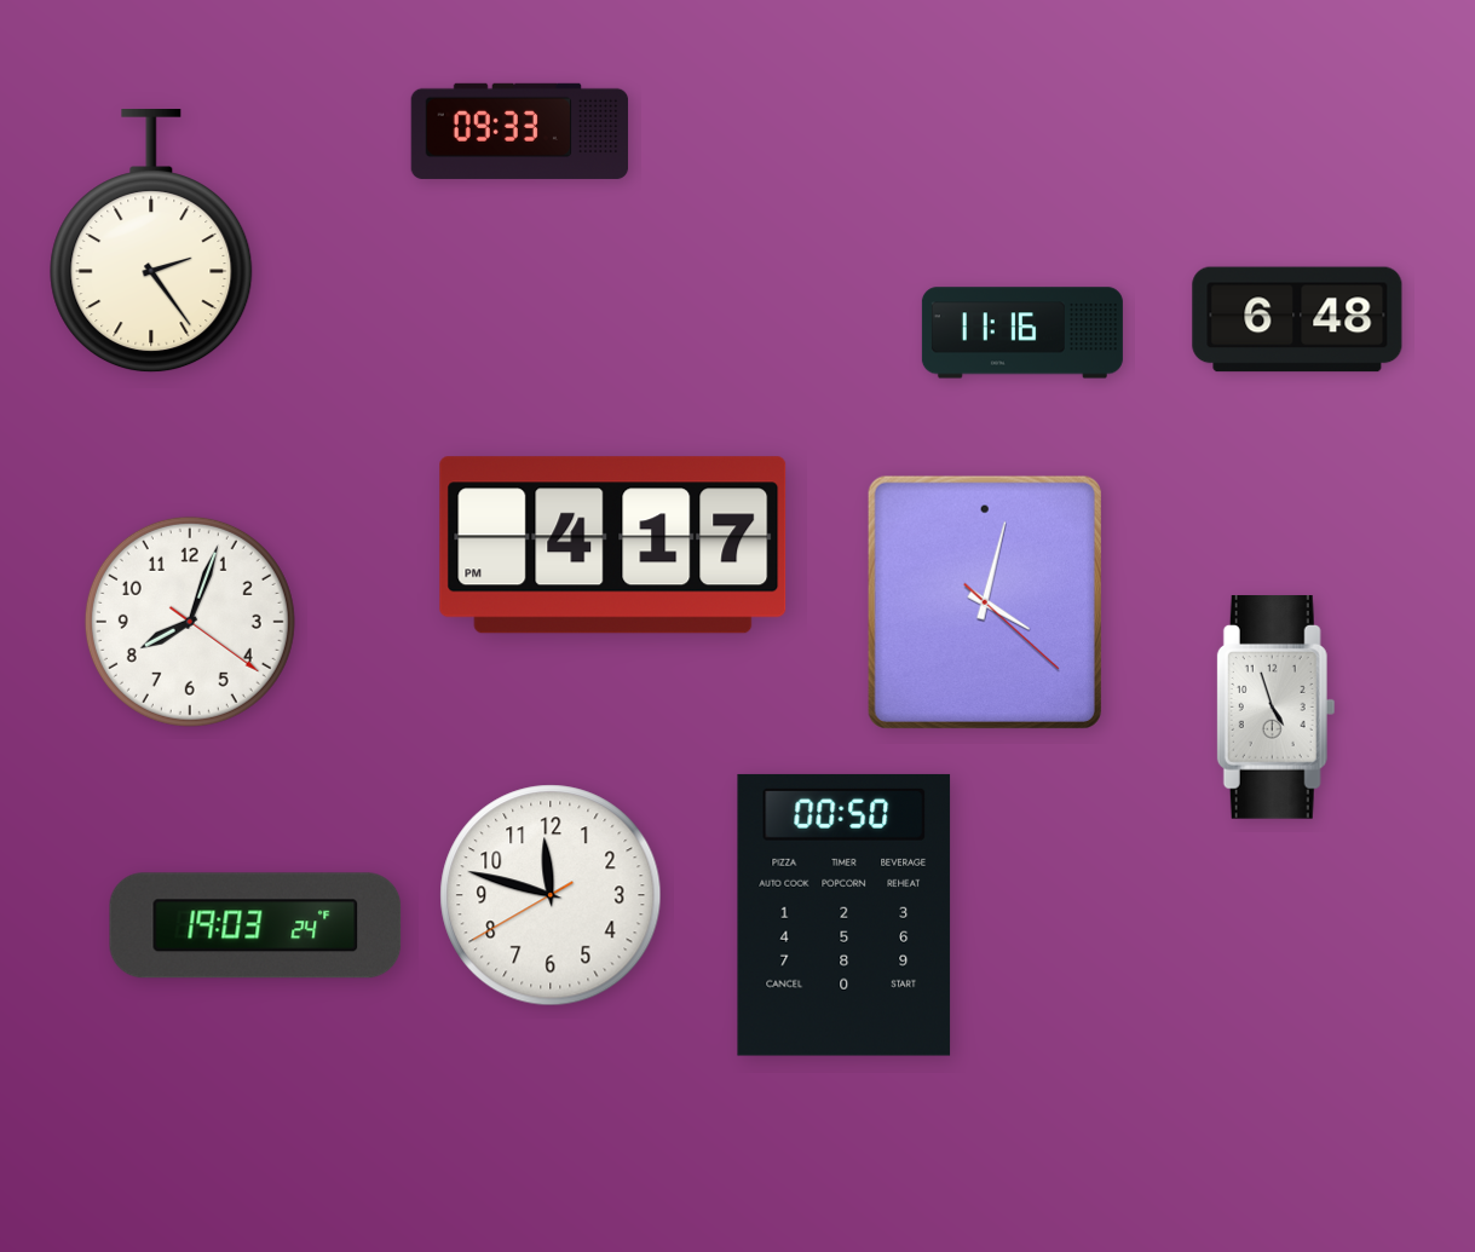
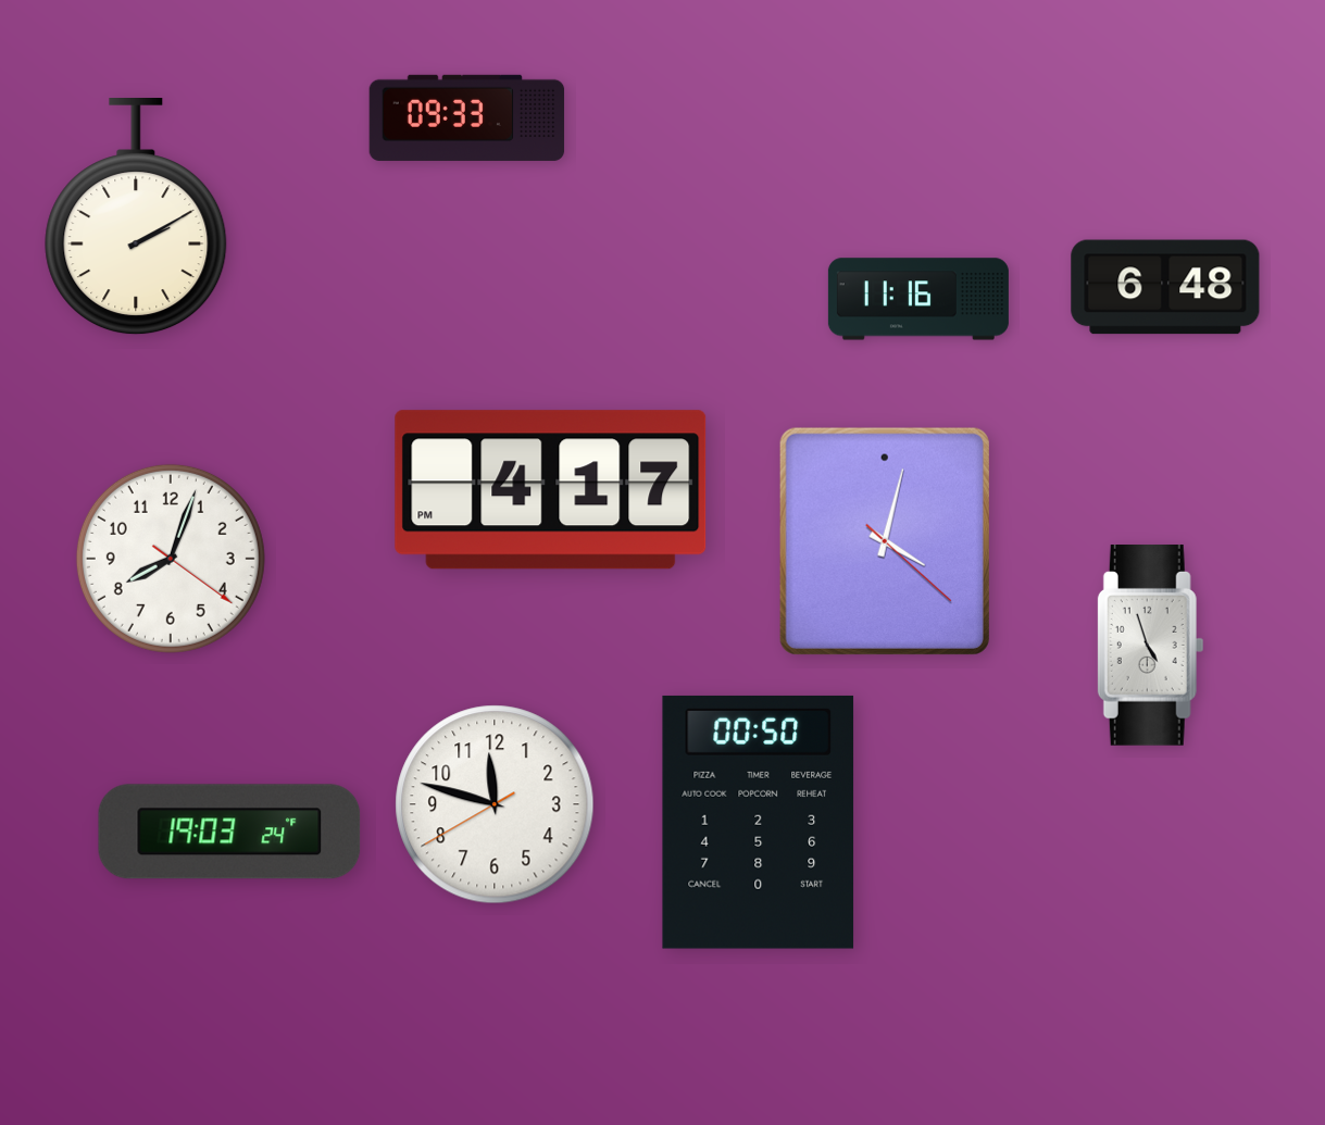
clock at (151, 242): 2:24 -> 2:10
clock at (1275, 708) position: (1275, 708) -> (1150, 646)
